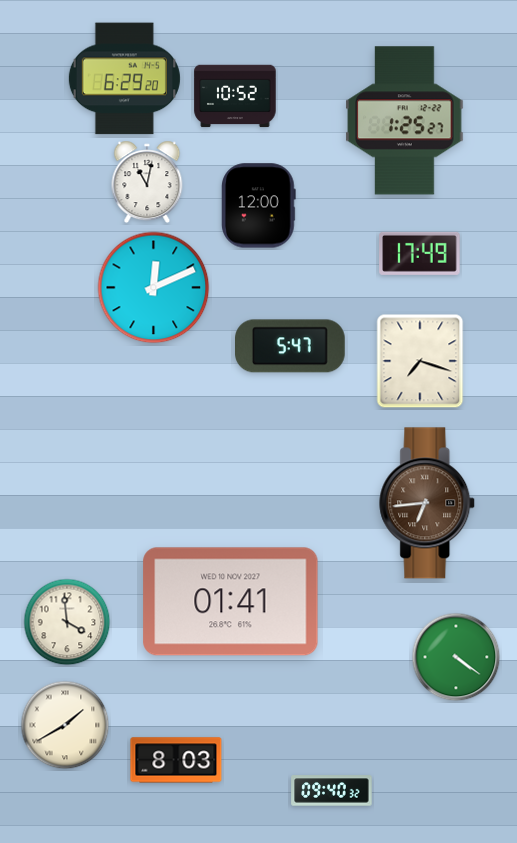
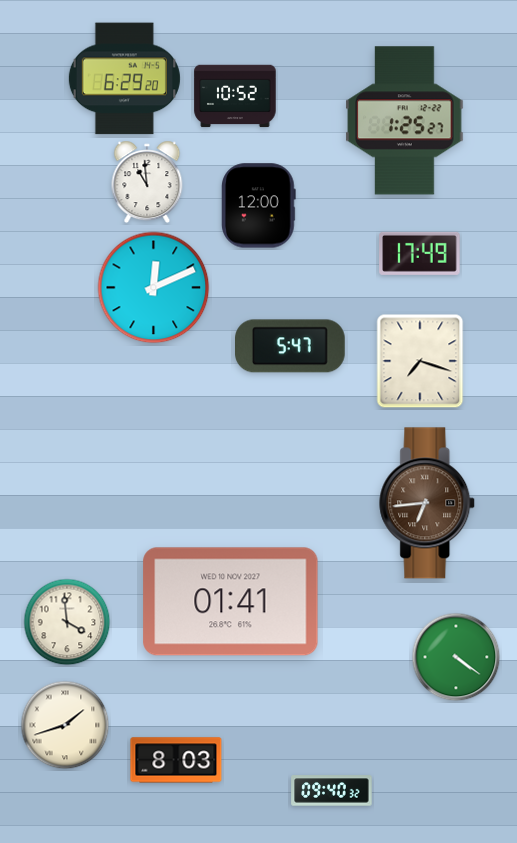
clock at (147, 182): 11:02 -> 10:59
clock at (65, 725): 1:40 -> 1:42
